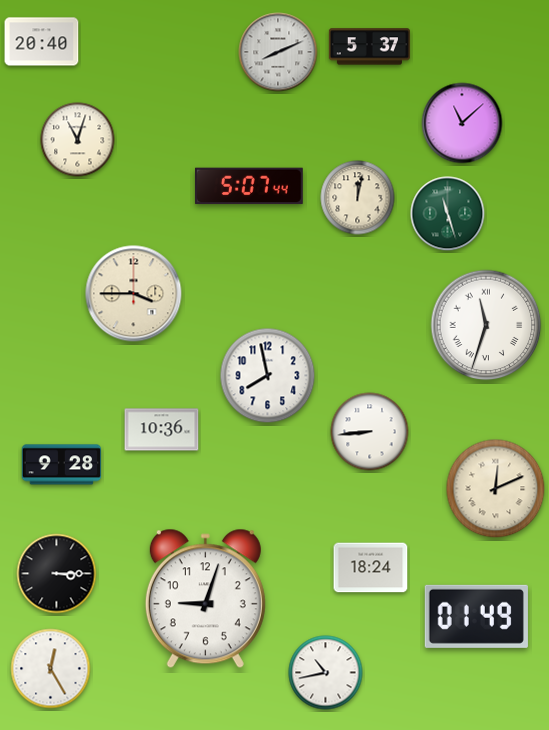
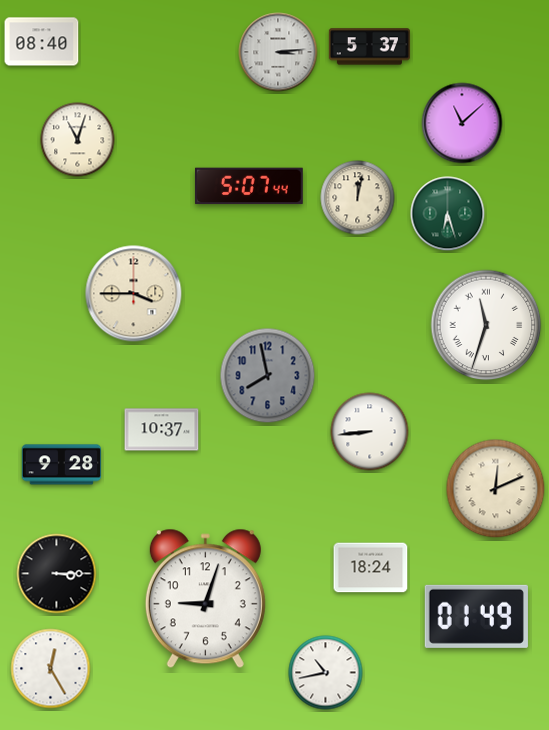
clock at (42, 42): 20:40 -> 08:40
clock at (278, 52): 8:11 -> 3:14
clock at (448, 214): 11:27 -> 6:27
clock at (268, 376) dial: white -> grey
clock at (162, 430): 10:36 -> 10:37
